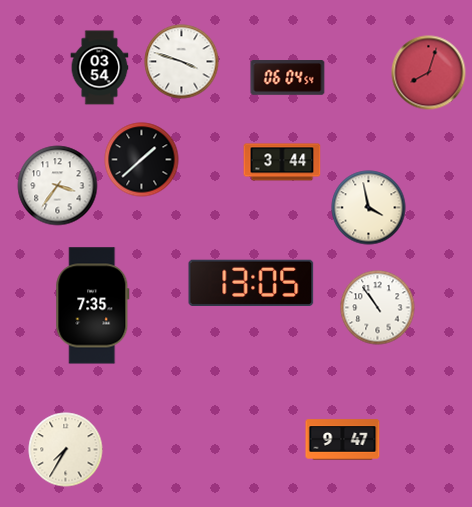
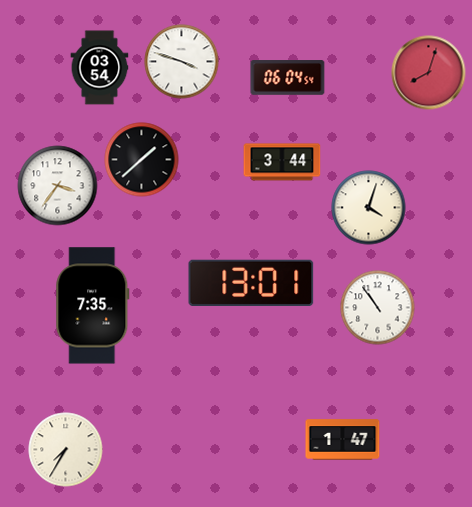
clock at (369, 208): 3:58 -> 4:03
clock at (251, 282): 13:05 -> 13:01
clock at (343, 440): 9:47 -> 1:47
